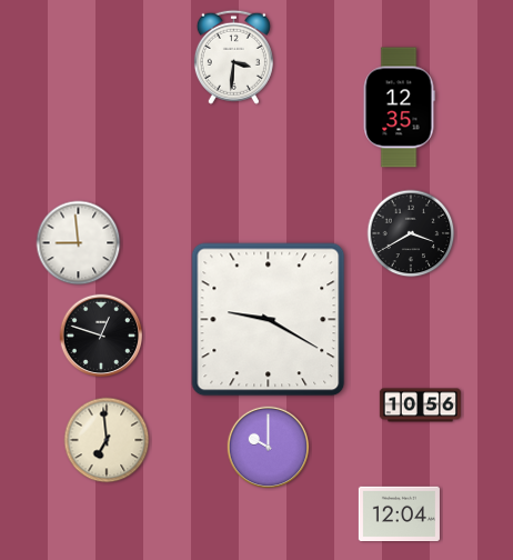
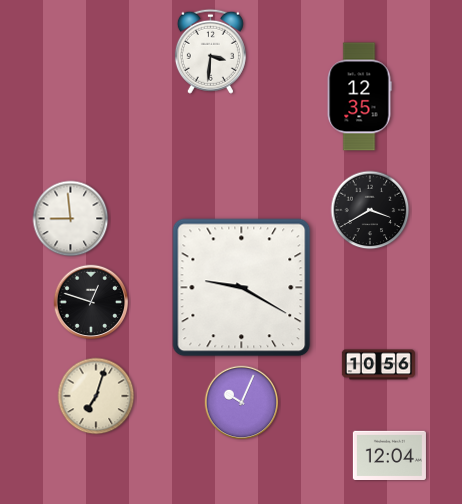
clock at (107, 440): 6:59 -> 7:03
clock at (269, 448): 10:00 -> 10:04
clock at (399, 513) position: (399, 513) -> (389, 455)
